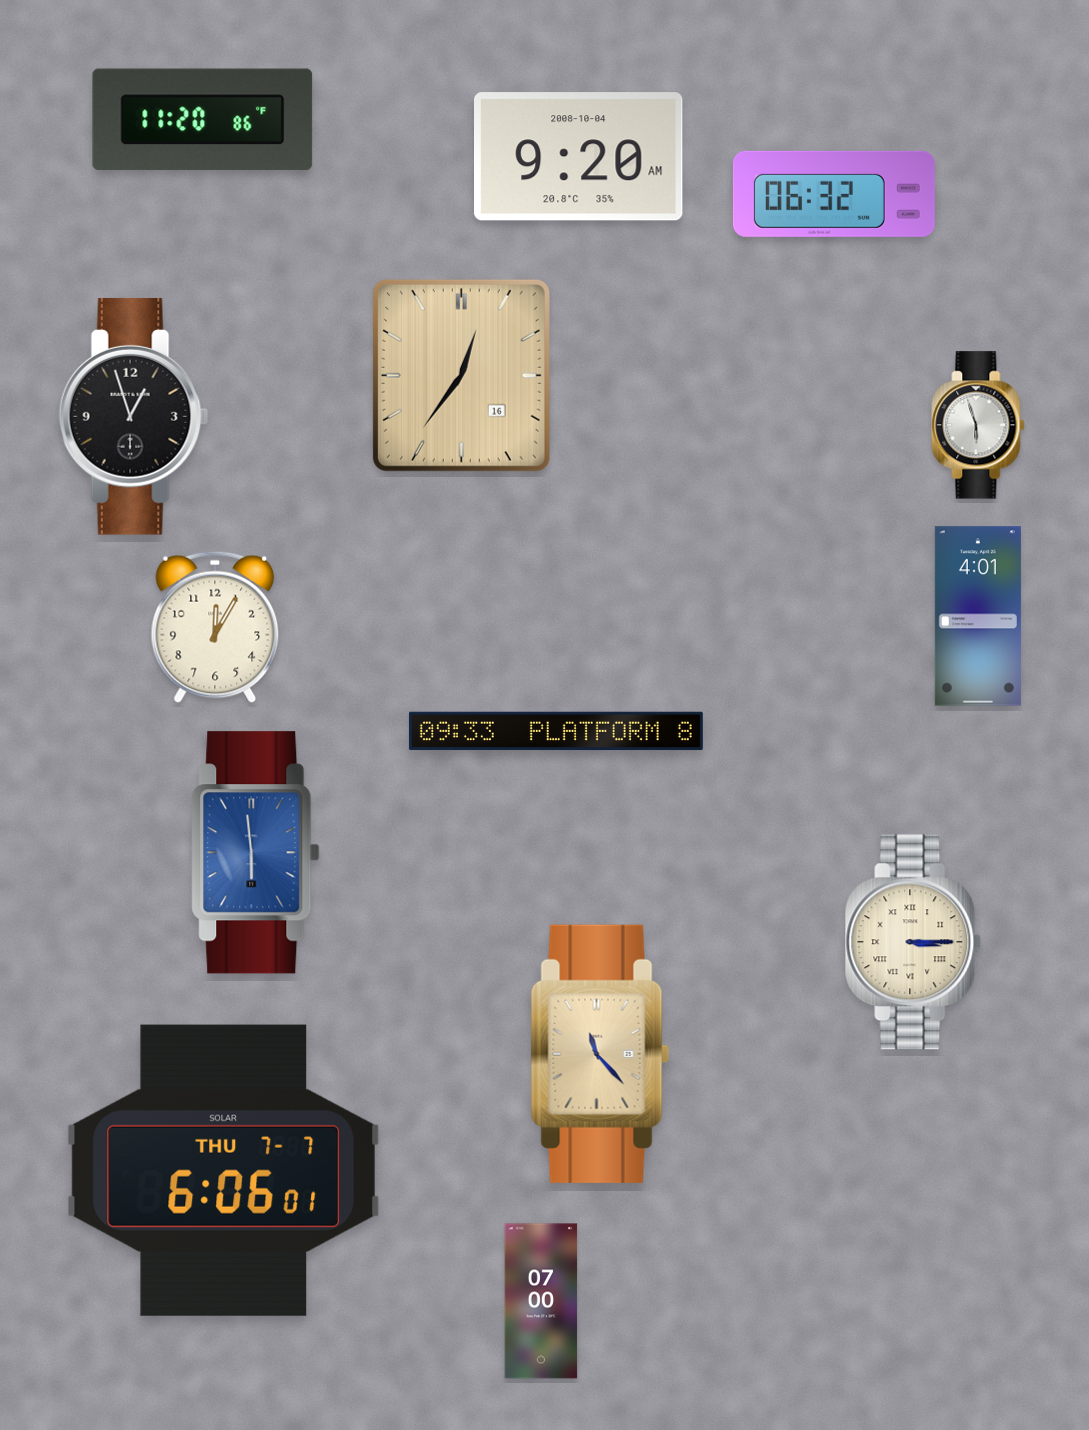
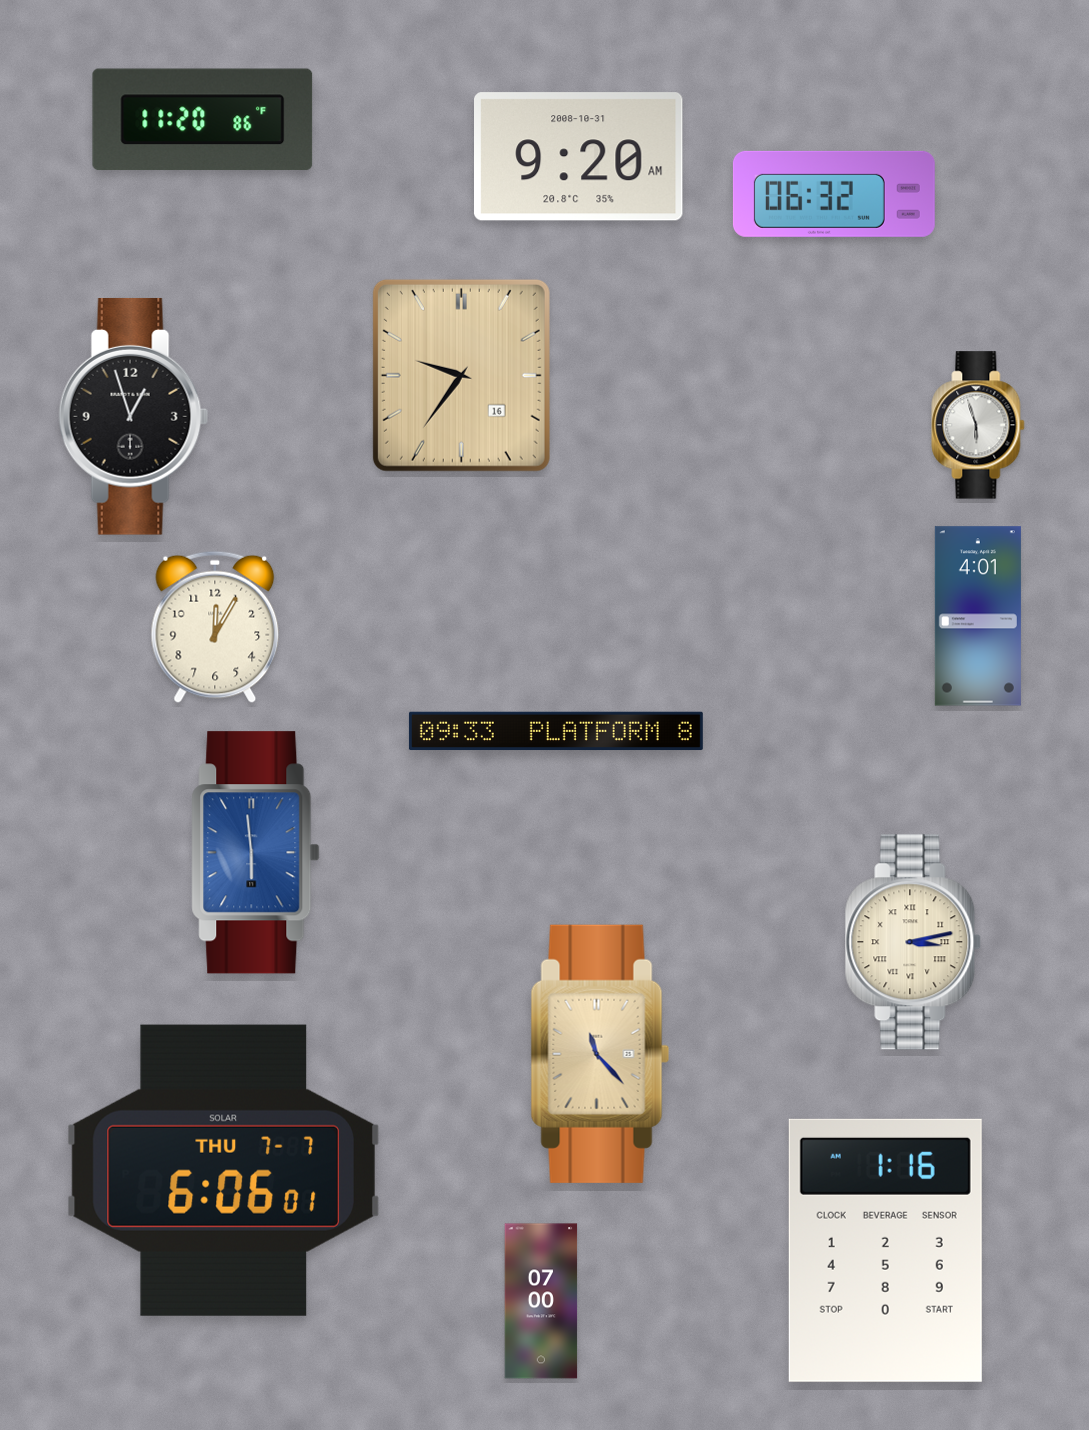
clock at (579, 157) date: 2008-10-04 -> 2008-10-31
clock at (461, 375): 12:36 -> 9:36
clock at (913, 942): 3:15 -> 3:13
clock at (885, 1250): none -> 1:16
